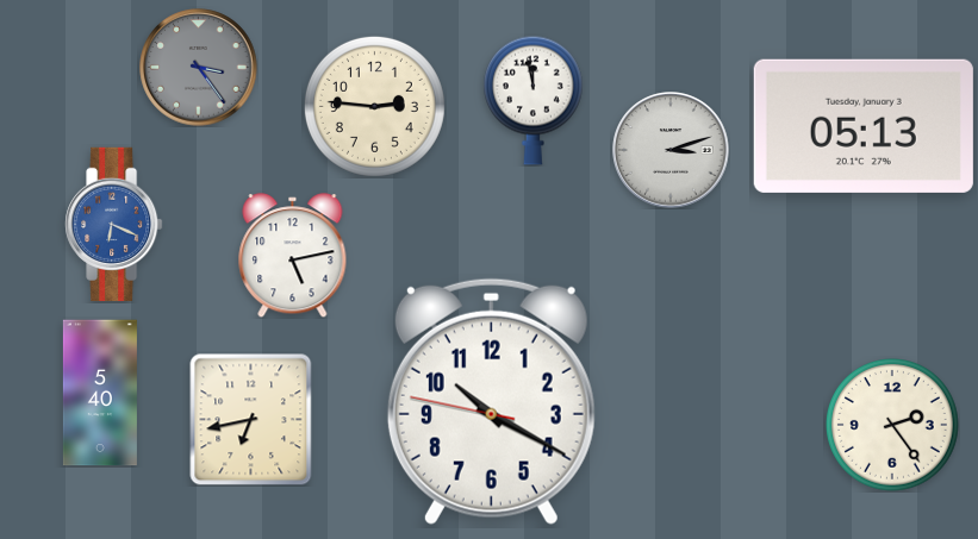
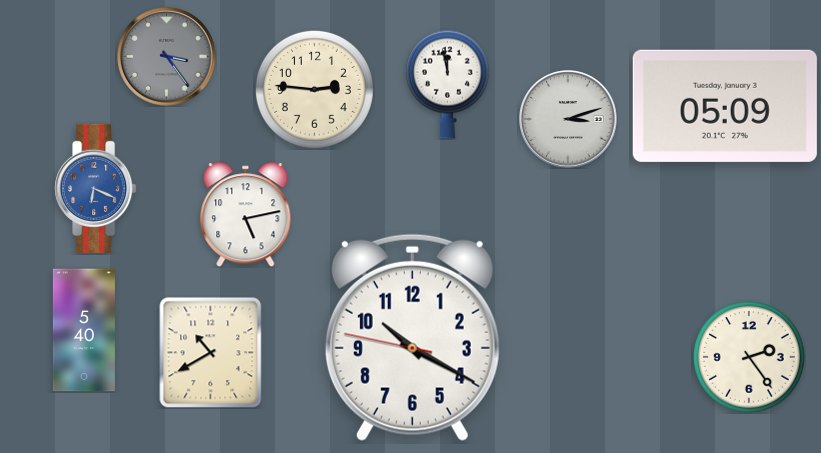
clock at (864, 126): 05:13 -> 05:09
clock at (671, 150) position: (671, 150) -> (568, 119)
clock at (251, 420): 6:43 -> 10:40
